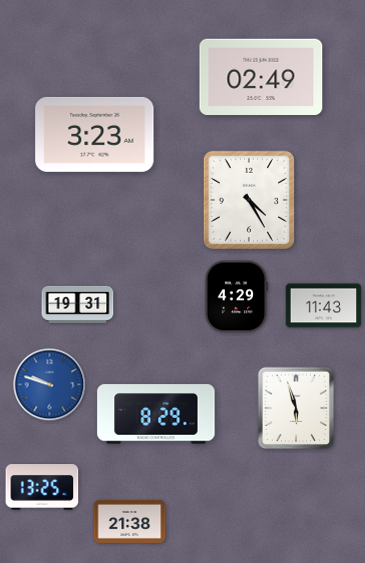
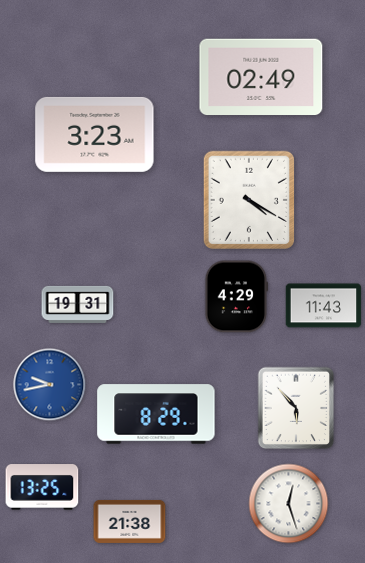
clock at (248, 199): 4:25 -> 4:20
clock at (50, 385): 9:48 -> 9:43
clock at (296, 408): 5:57 -> 5:53
clock at (289, 504): none -> 12:27
